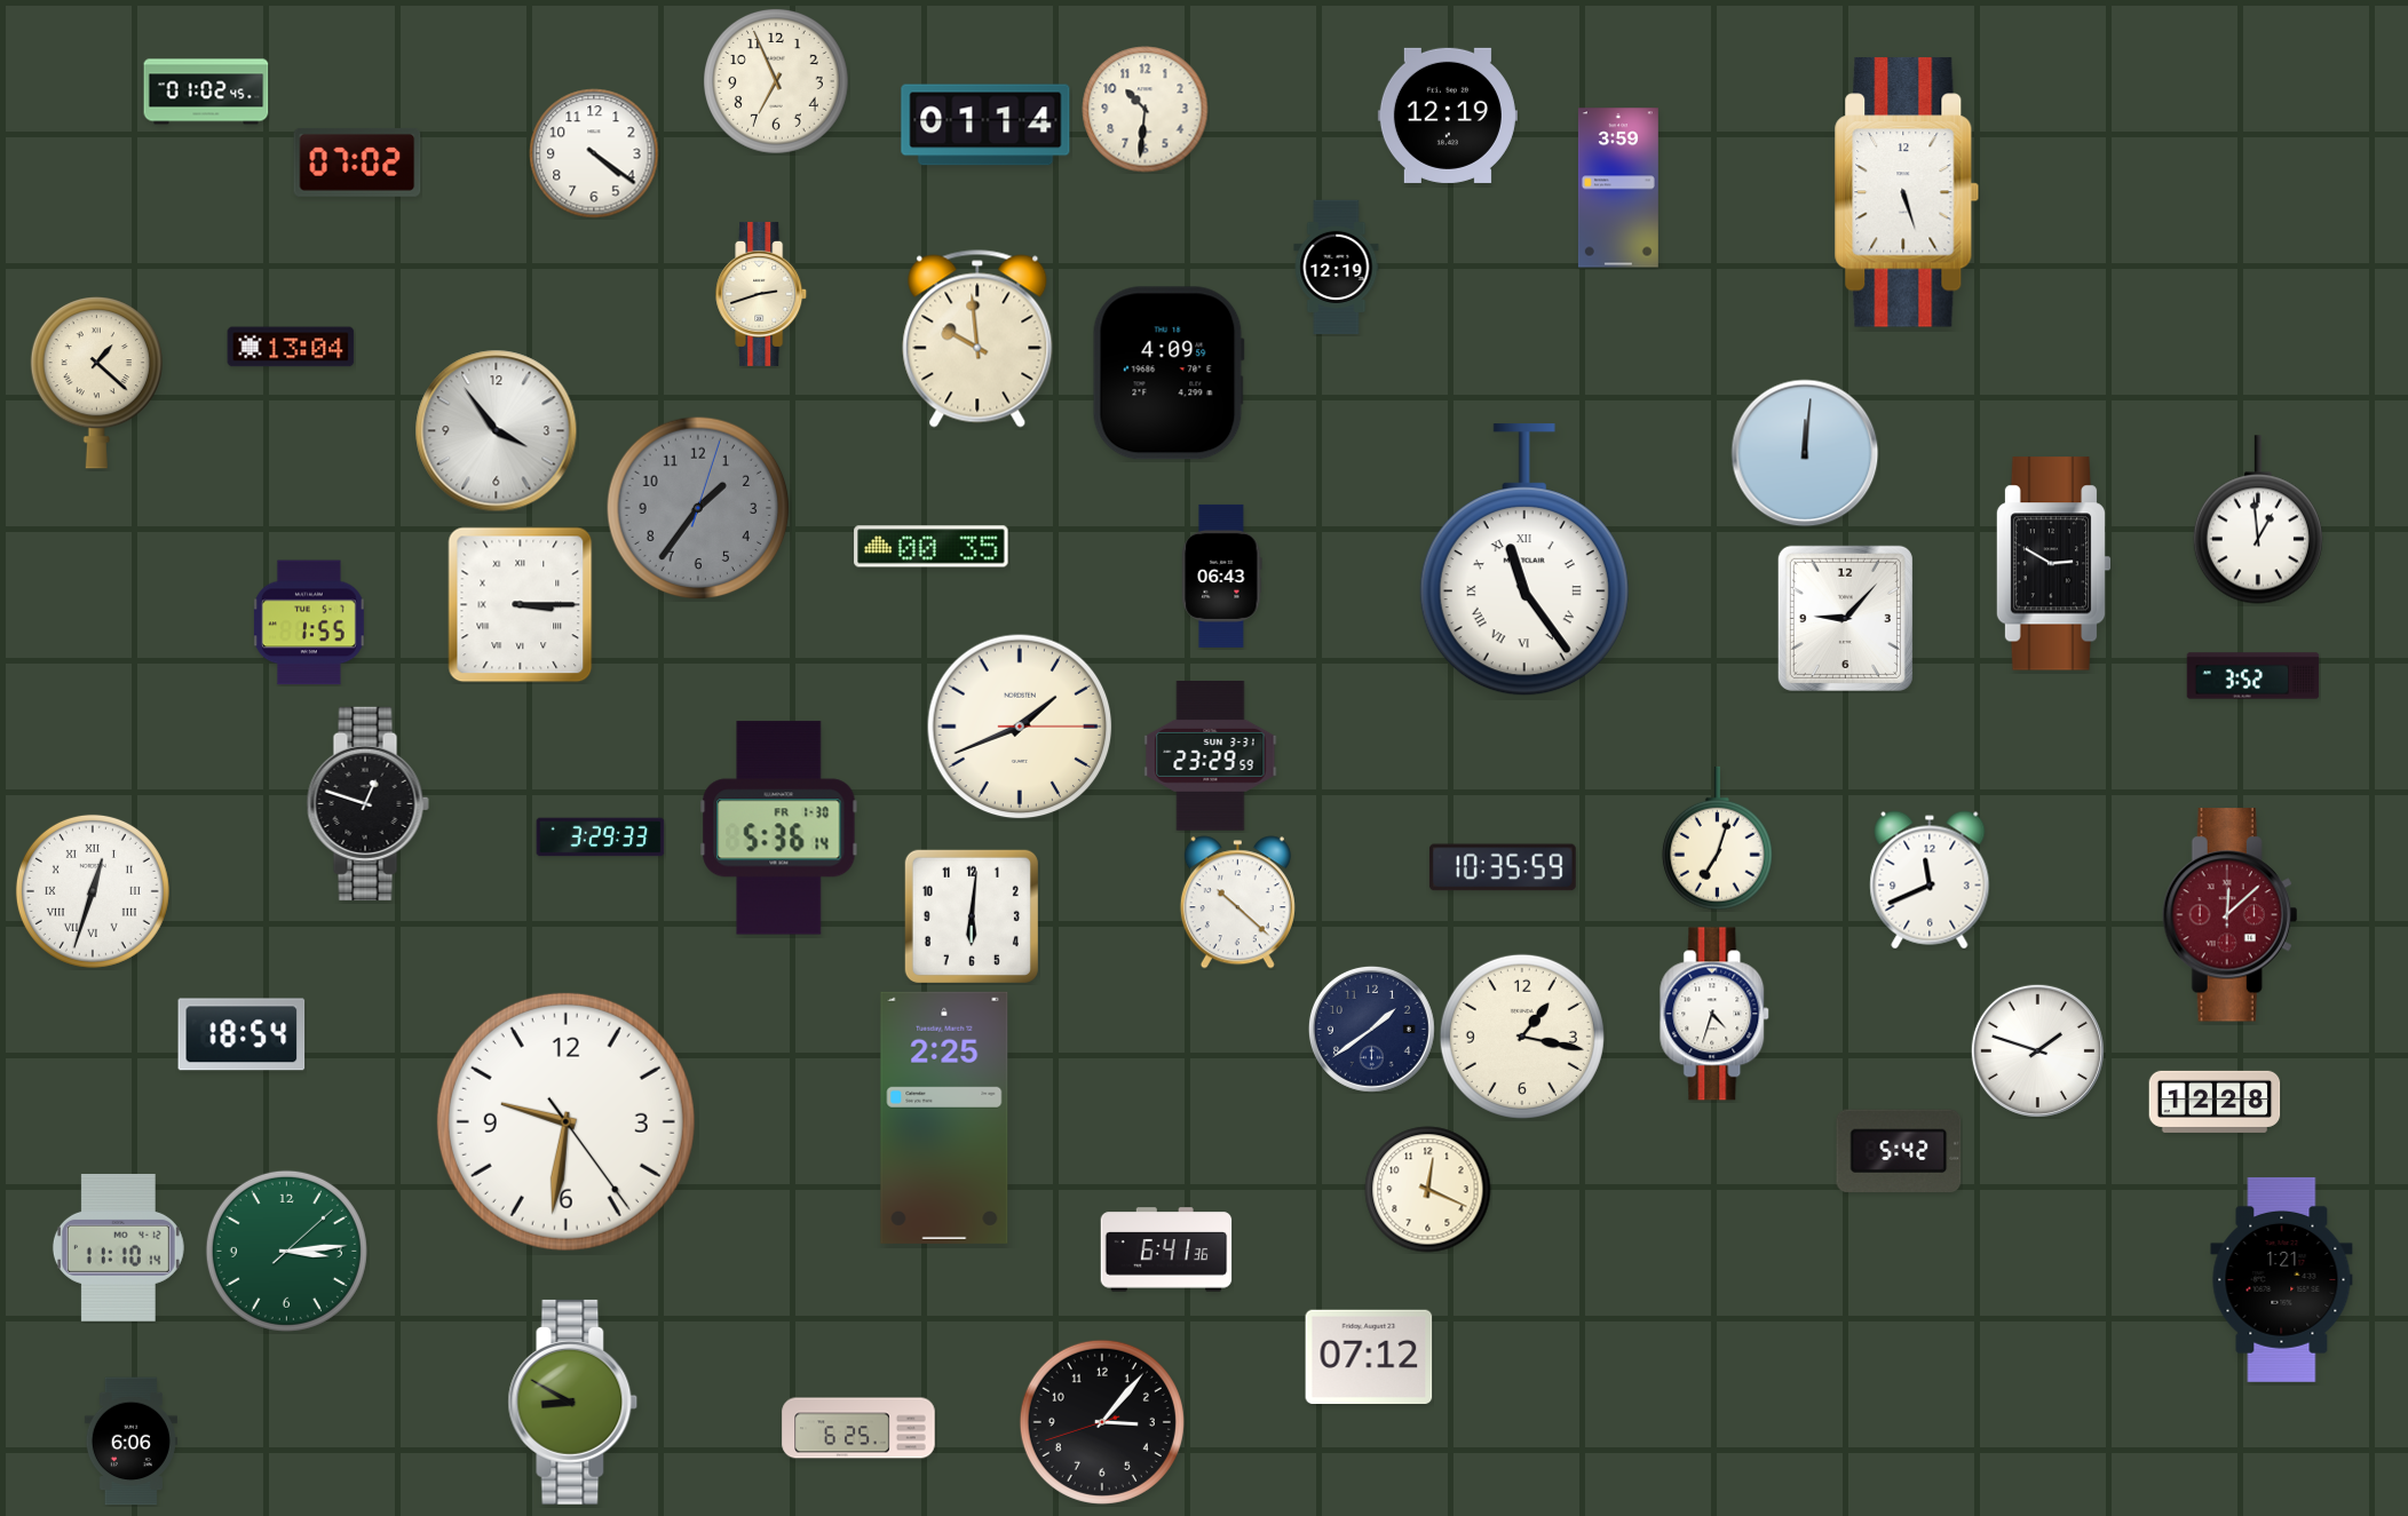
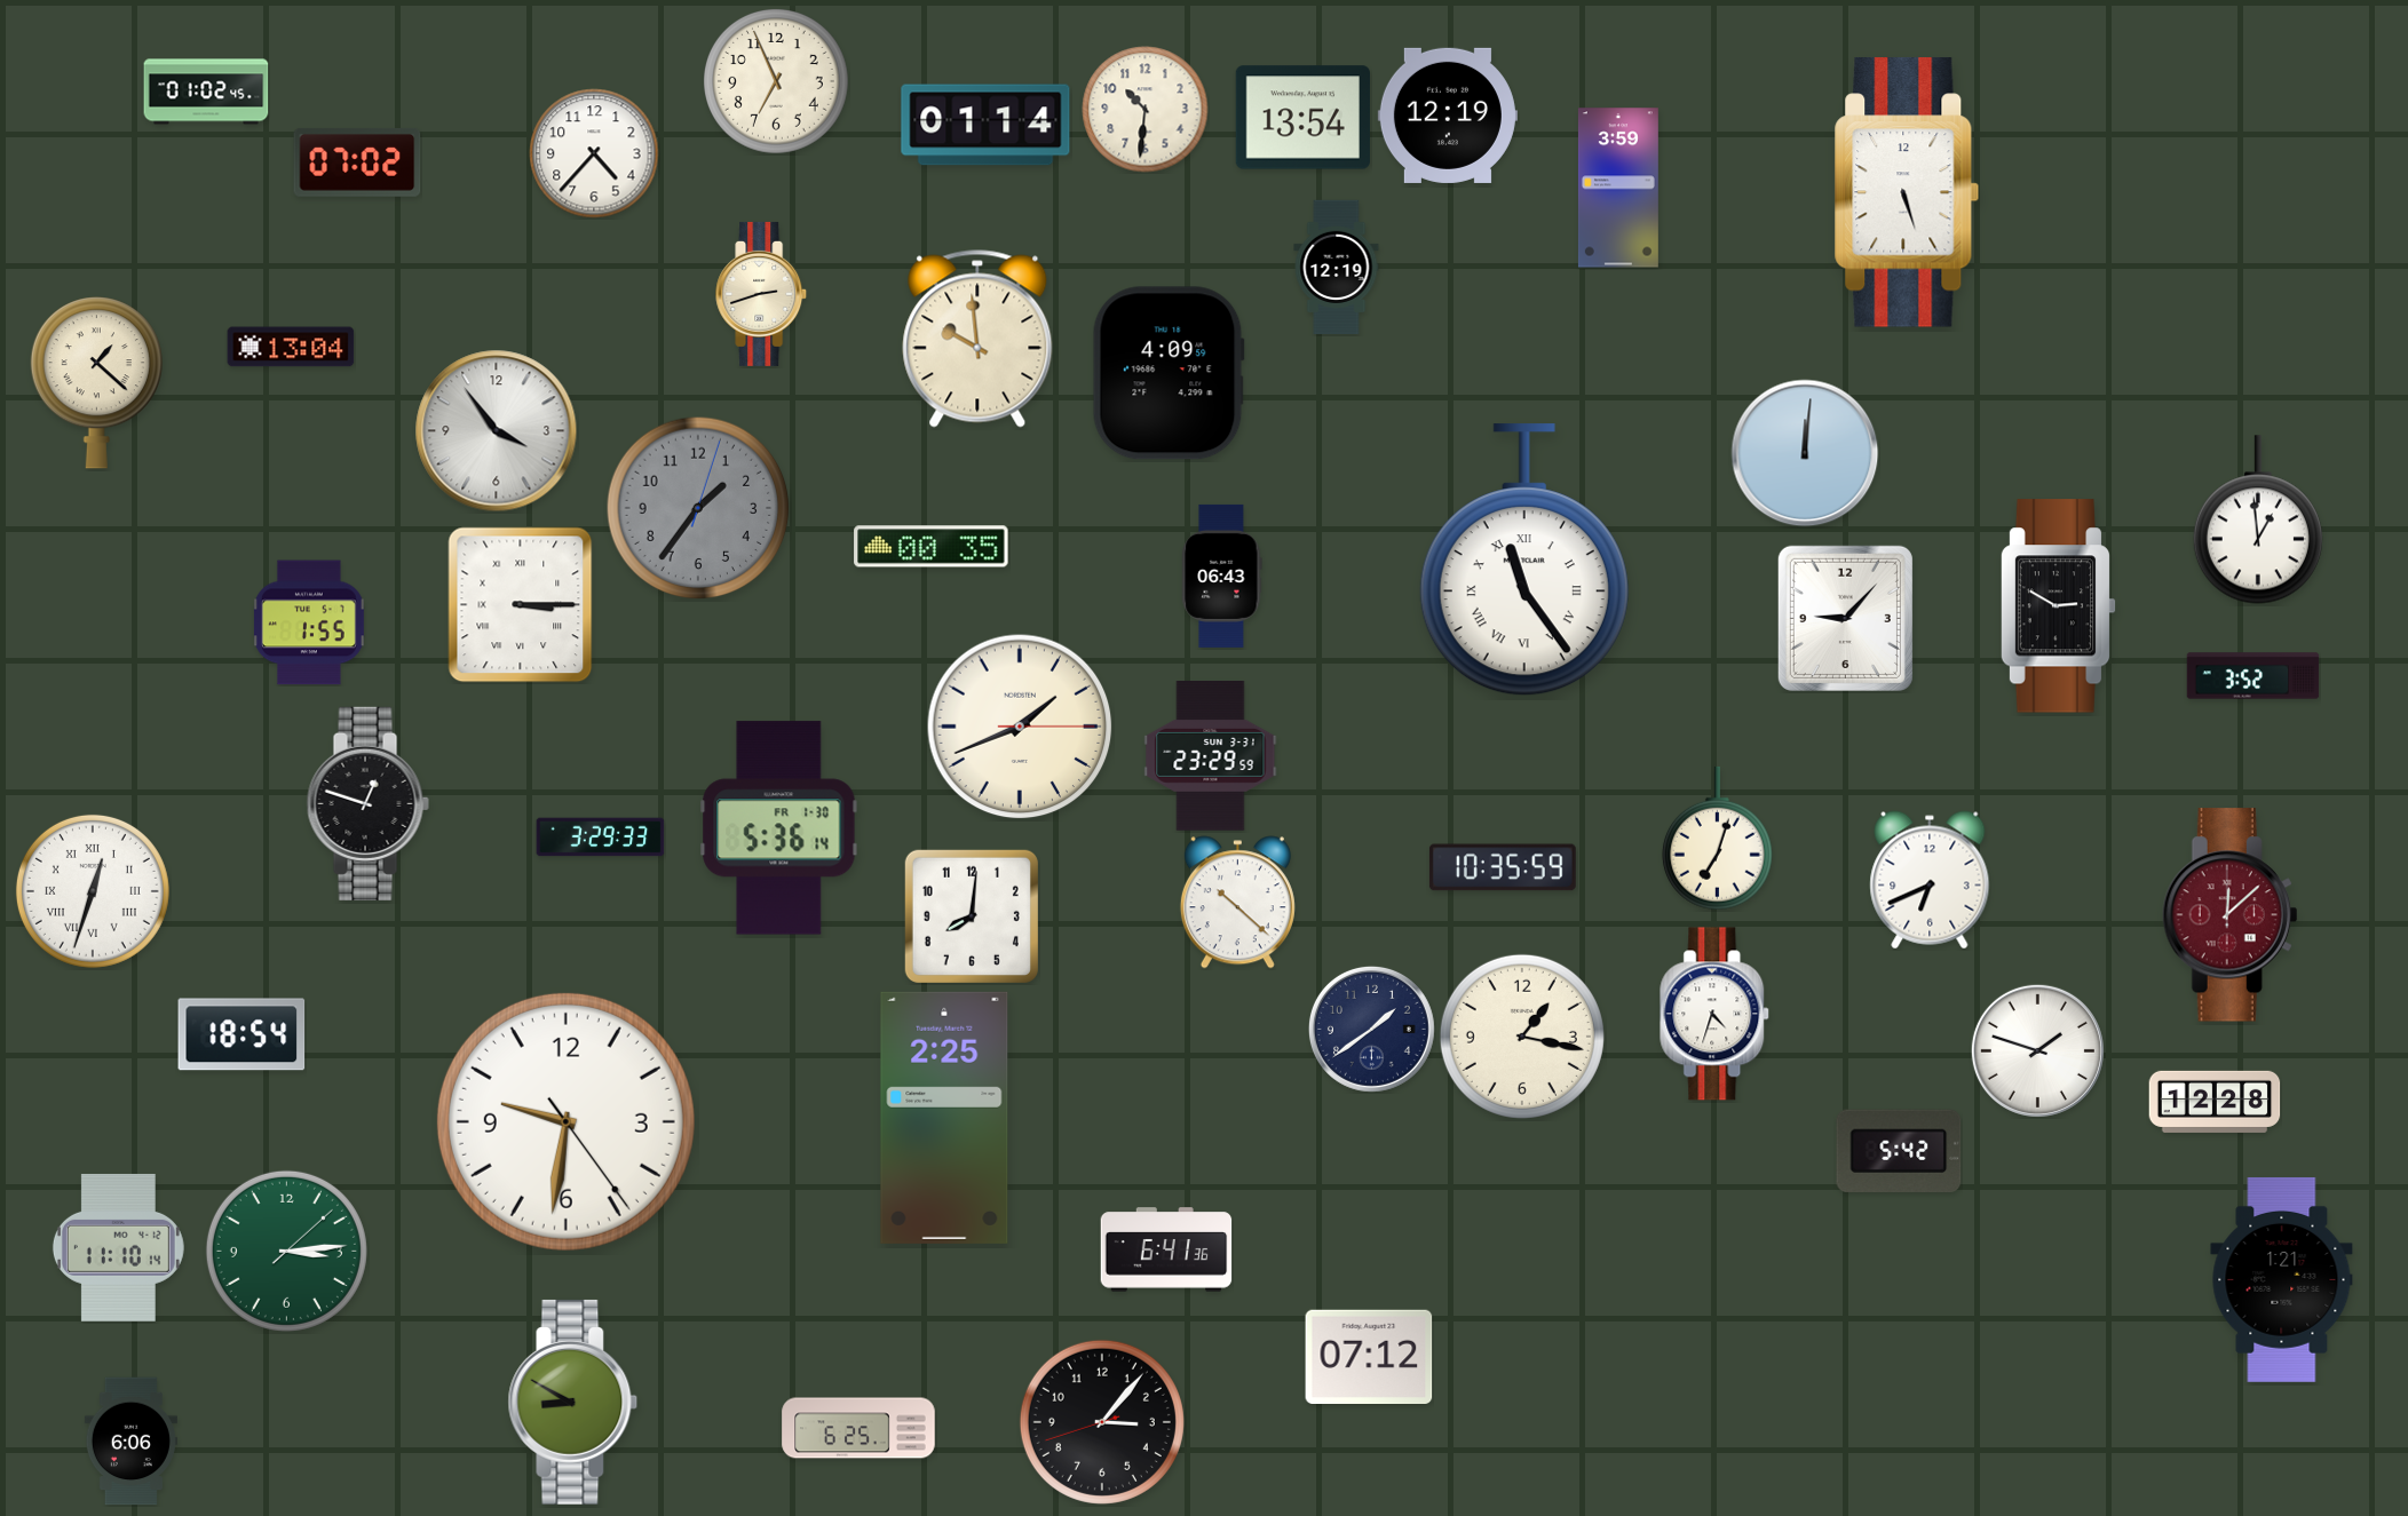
clock at (1302, 118): none -> 13:54
clock at (594, 153): 4:21 -> 4:37
clock at (2053, 564) position: (2053, 564) -> (2058, 606)
clock at (1930, 880): 11:41 -> 6:41
clock at (972, 916): 6:01 -> 8:01
clock at (1428, 1190): 12:19 -> none
